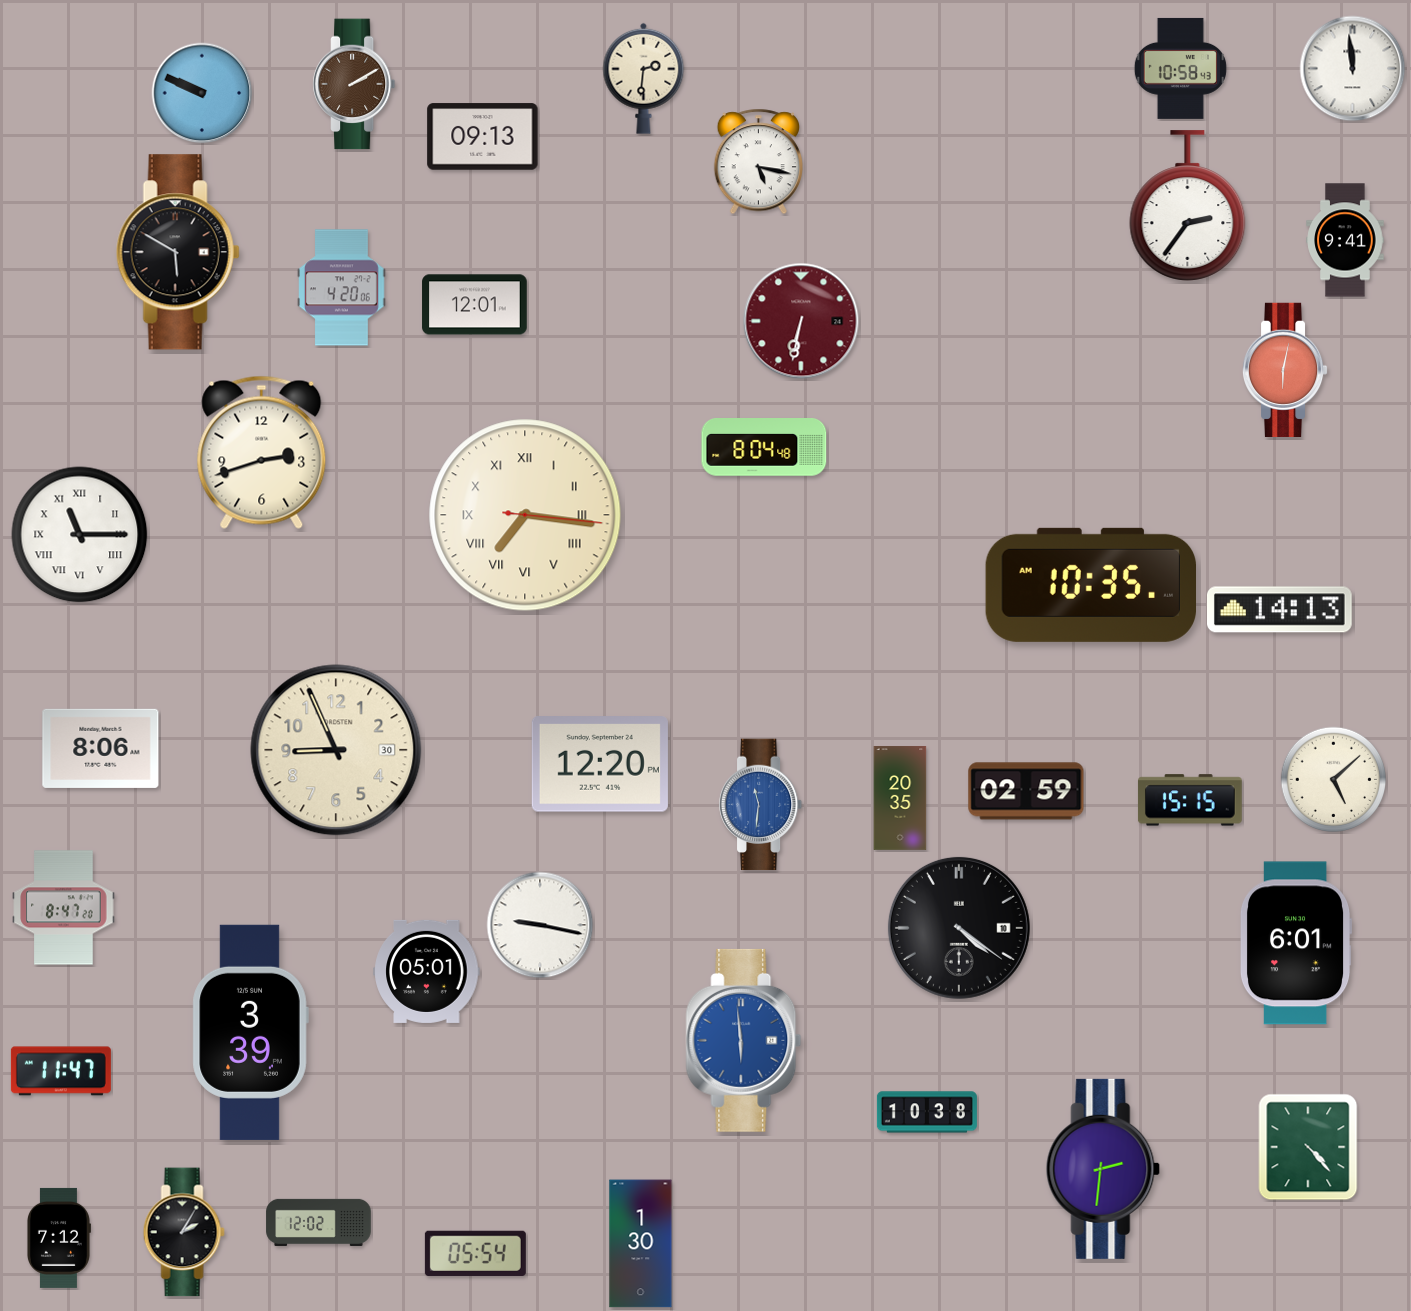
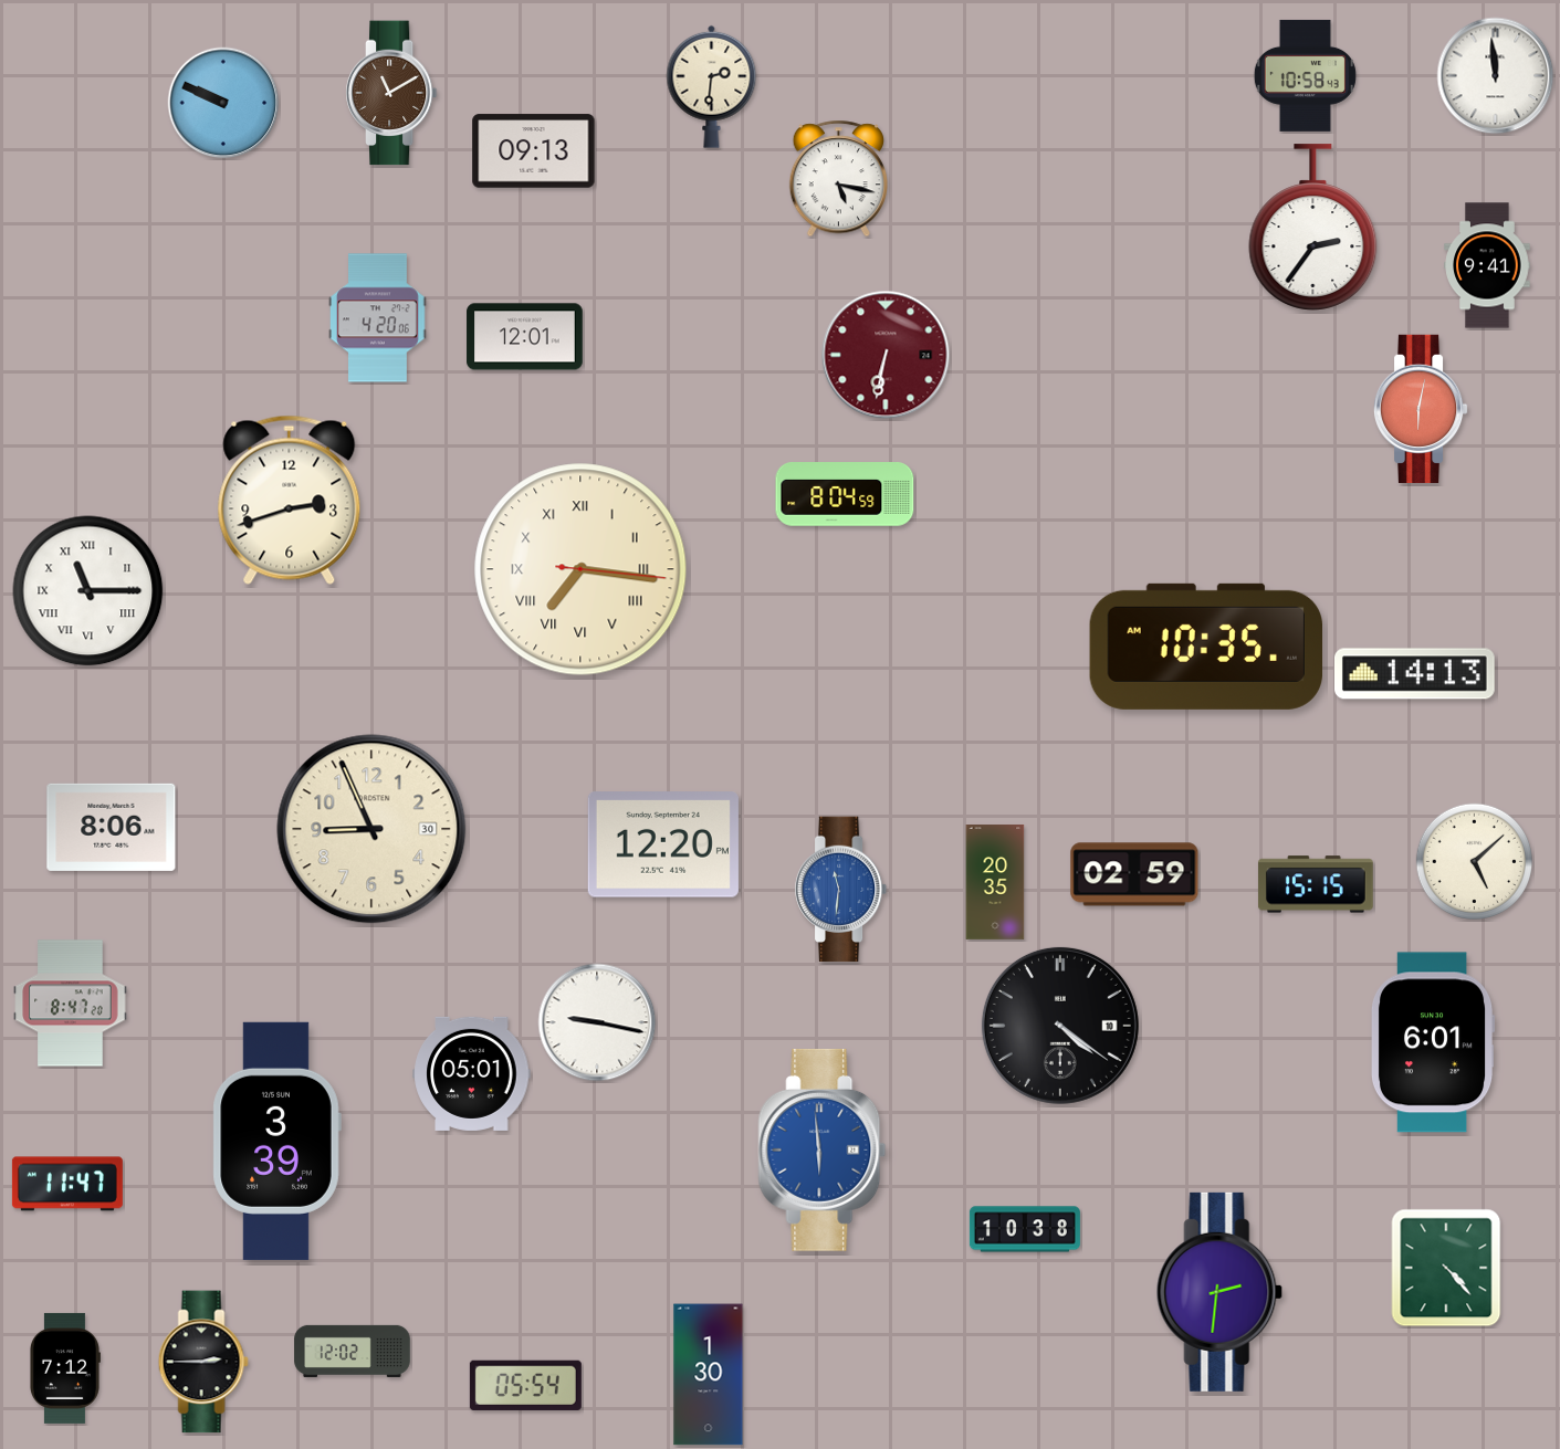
clock at (354, 84): 2:10 -> 11:10
clock at (178, 252): 5:50 -> none
clock at (764, 448): 8:04:48 -> 8:04:59
clock at (184, 1232): 2:05 -> 2:45
